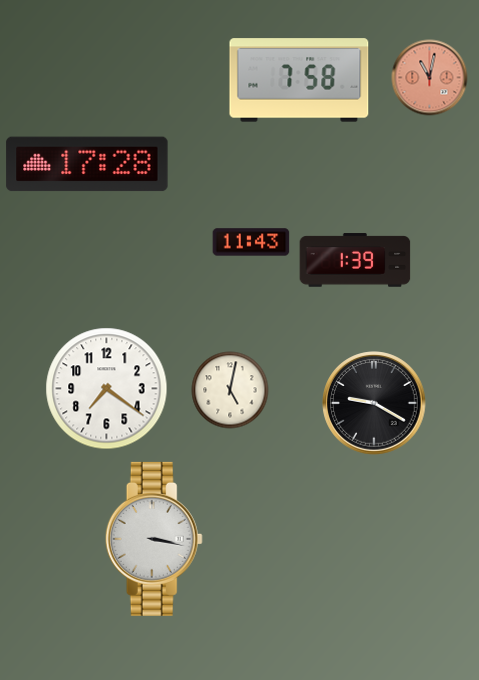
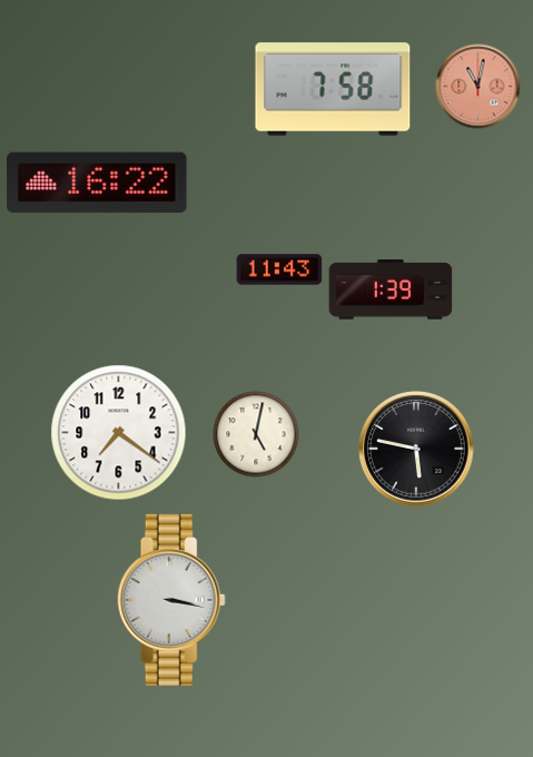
clock at (87, 164): 17:28 -> 16:22
clock at (355, 260) position: (355, 260) -> (391, 289)
clock at (374, 403): 9:20 -> 5:47
